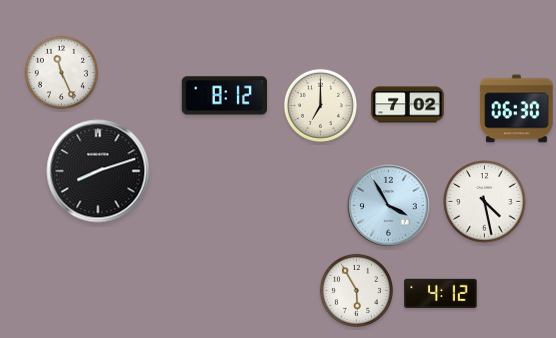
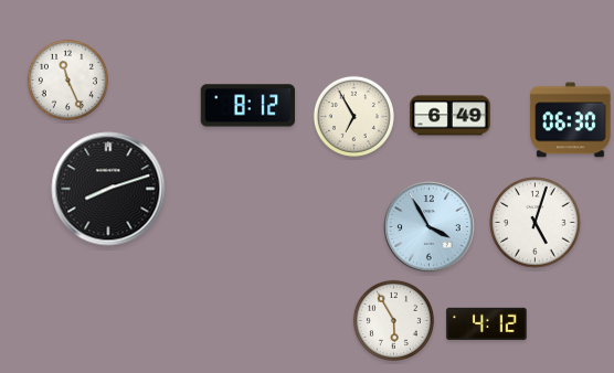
clock at (320, 105): 7:00 -> 6:55
clock at (408, 105): 7:02 -> 6:49
clock at (485, 202): 4:28 -> 5:03
